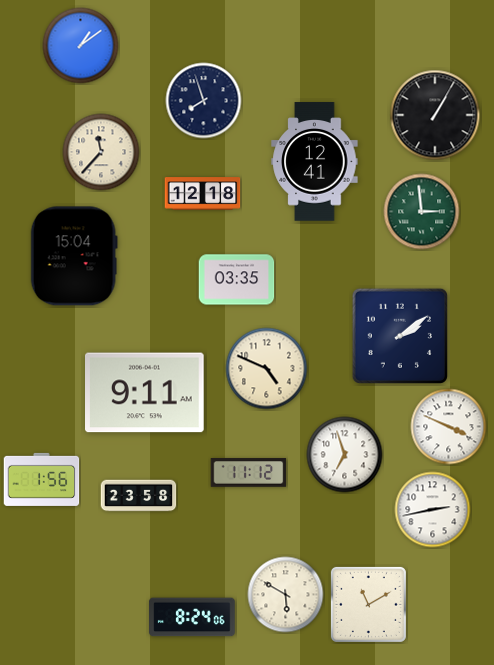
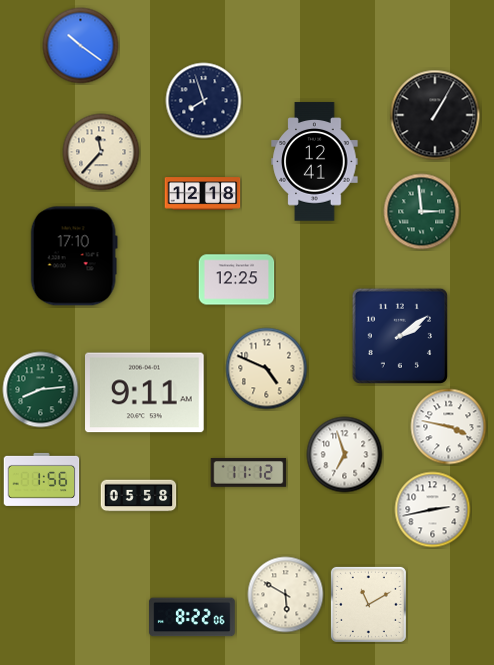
clock at (81, 46): 1:09 -> 10:21
clock at (74, 256): 15:04 -> 17:10
clock at (237, 280): 03:35 -> 12:25
clock at (41, 390): none -> 8:14
clock at (449, 427): 3:49 -> 3:47
clock at (139, 496): 23:58 -> 05:58
clock at (192, 617): 8:24 -> 8:22
